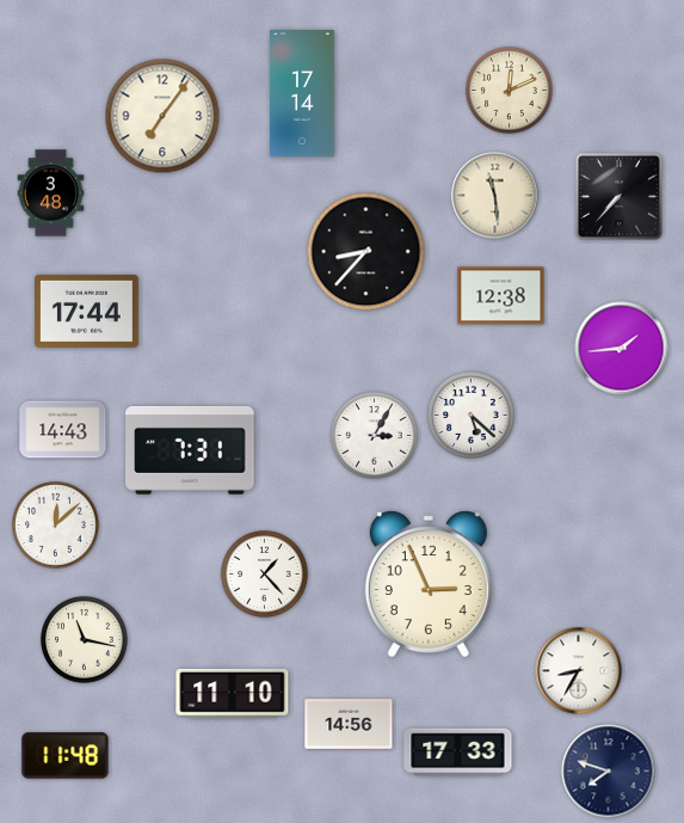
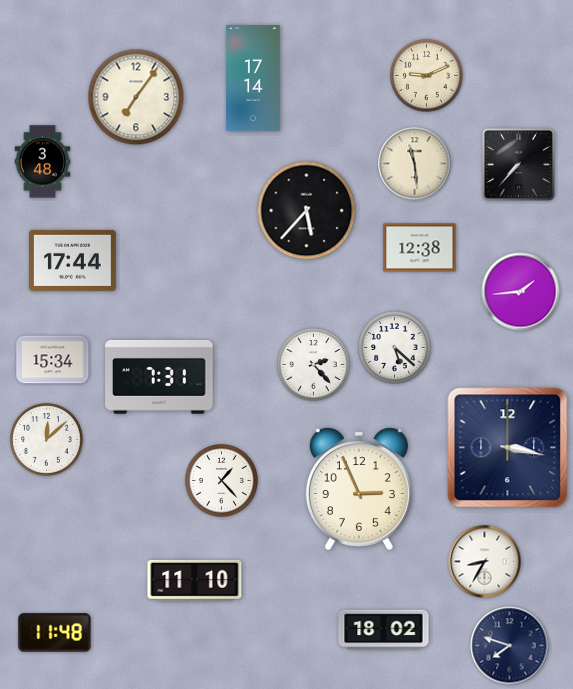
clock at (510, 91): 12:11 -> 9:11
clock at (366, 252): 8:37 -> 5:37
clock at (63, 430): 14:43 -> 15:34
clock at (375, 436): 3:05 -> 2:23
clock at (508, 448): none -> 3:17
clock at (85, 640): 11:17 -> none
clock at (349, 724): 14:56 -> none
clock at (458, 753): 17:33 -> 18:02
